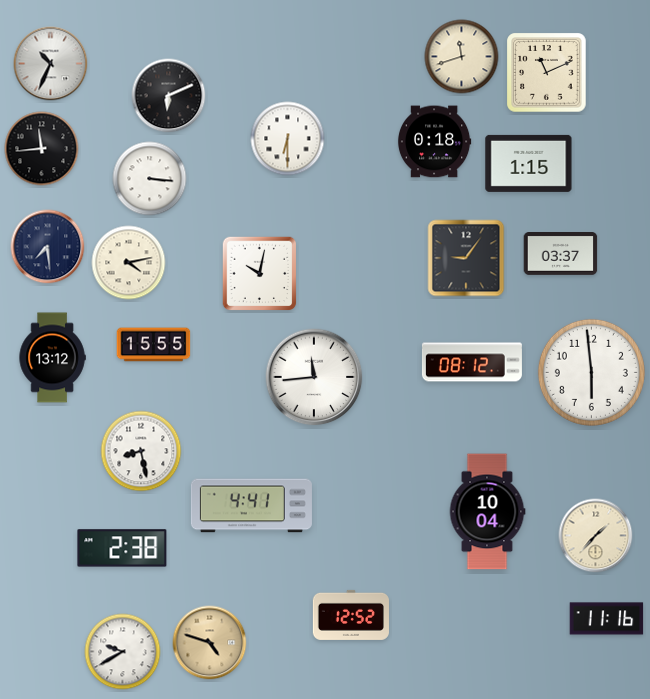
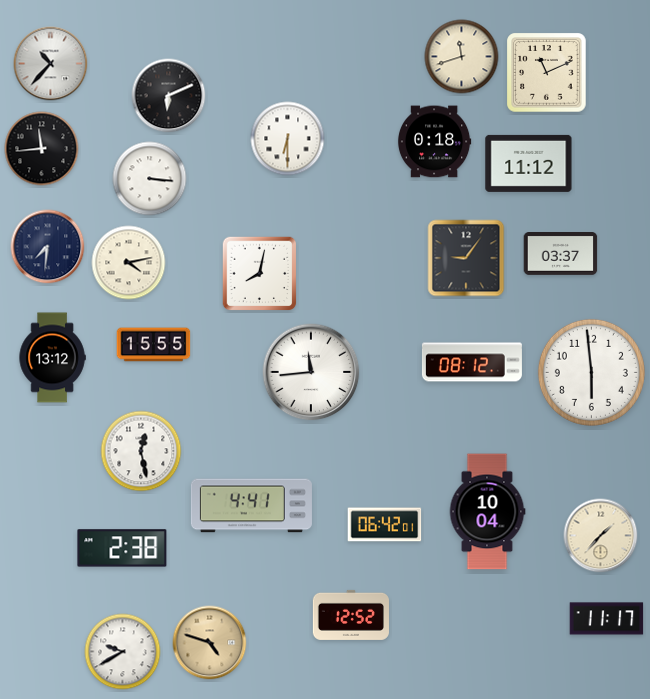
clock at (51, 64): 10:34 -> 10:37
clock at (529, 163): 1:15 -> 11:12
clock at (48, 247): 7:29 -> 7:31
clock at (260, 274): 10:02 -> 8:02
clock at (314, 377) position: (314, 377) -> (311, 372)
clock at (141, 451): 8:28 -> 12:28
clock at (385, 525): none -> 06:42
clock at (596, 536) position: (596, 536) -> (601, 536)
clock at (607, 619): 11:16 -> 11:17
